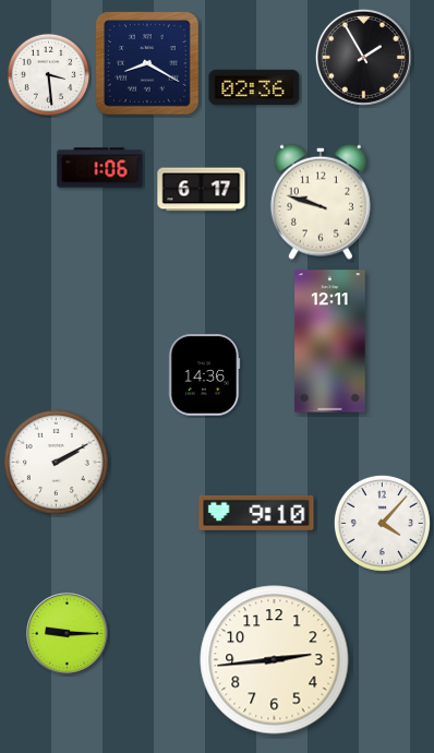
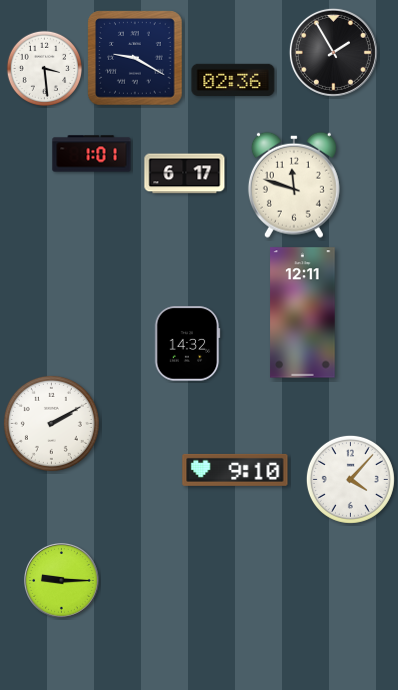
clock at (147, 63): 8:20 -> 9:20
clock at (100, 168): 1:06 -> 1:01
clock at (321, 202): 9:48 -> 11:48
clock at (204, 375): 14:36 -> 14:32
clock at (275, 660): 2:44 -> none
